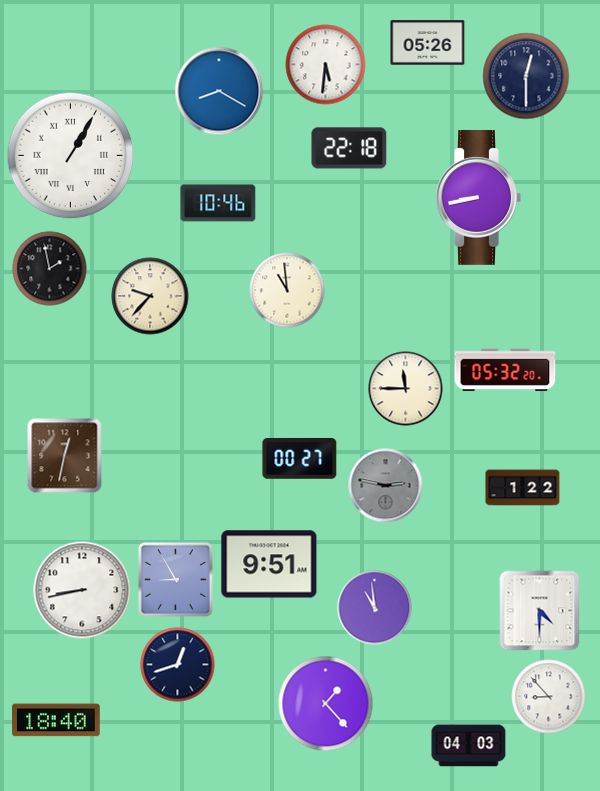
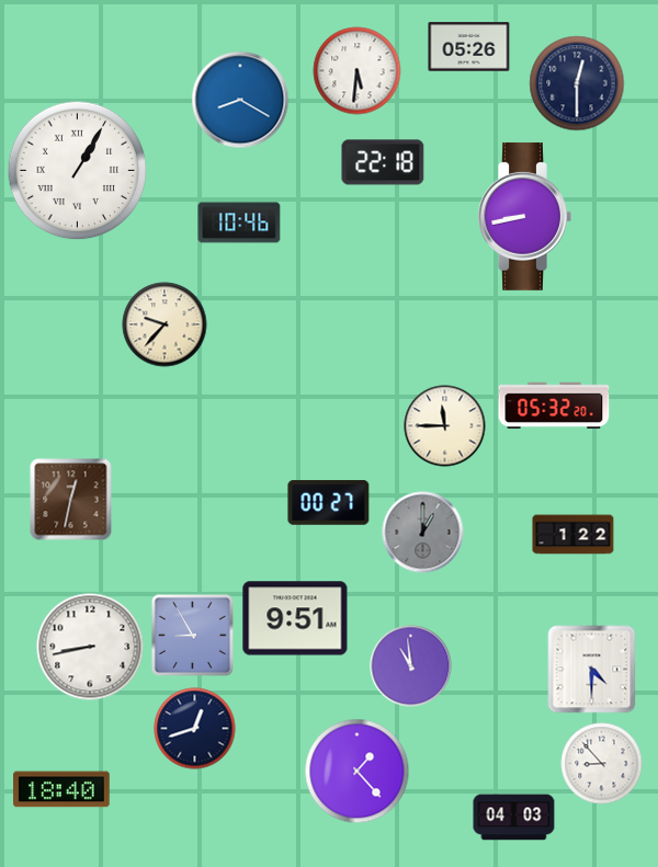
clock at (50, 269): 1:58 -> none
clock at (287, 290): 10:59 -> none
clock at (386, 486): 2:47 -> 1:00
